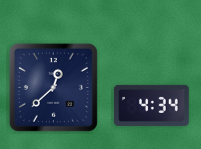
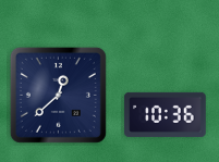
clock at (152, 105): 4:34 -> 10:36
